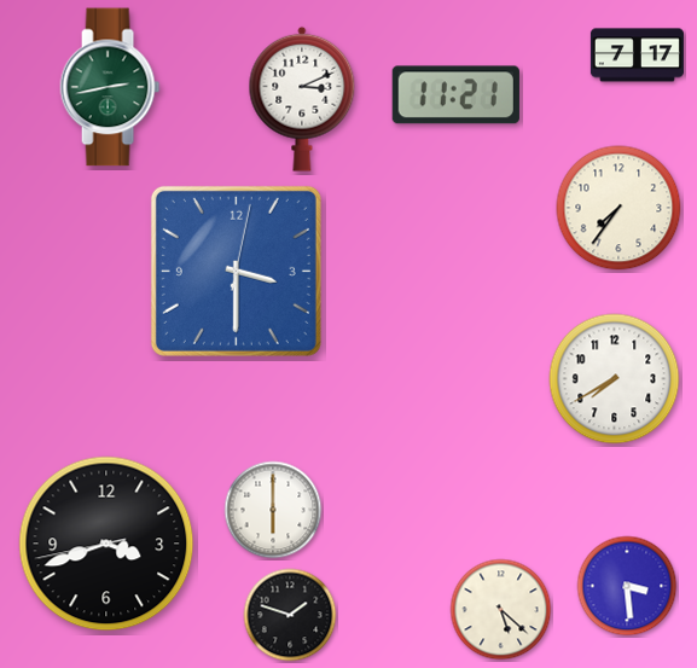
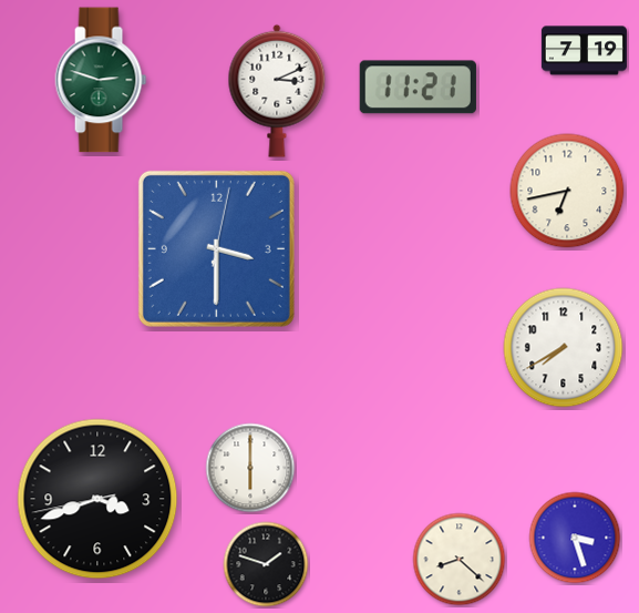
clock at (637, 56): 7:17 -> 7:19
clock at (110, 87): 2:43 -> 2:48
clock at (618, 208): 7:36 -> 6:43
clock at (627, 586): 3:29 -> 3:27
clock at (501, 610): 5:22 -> 8:22
